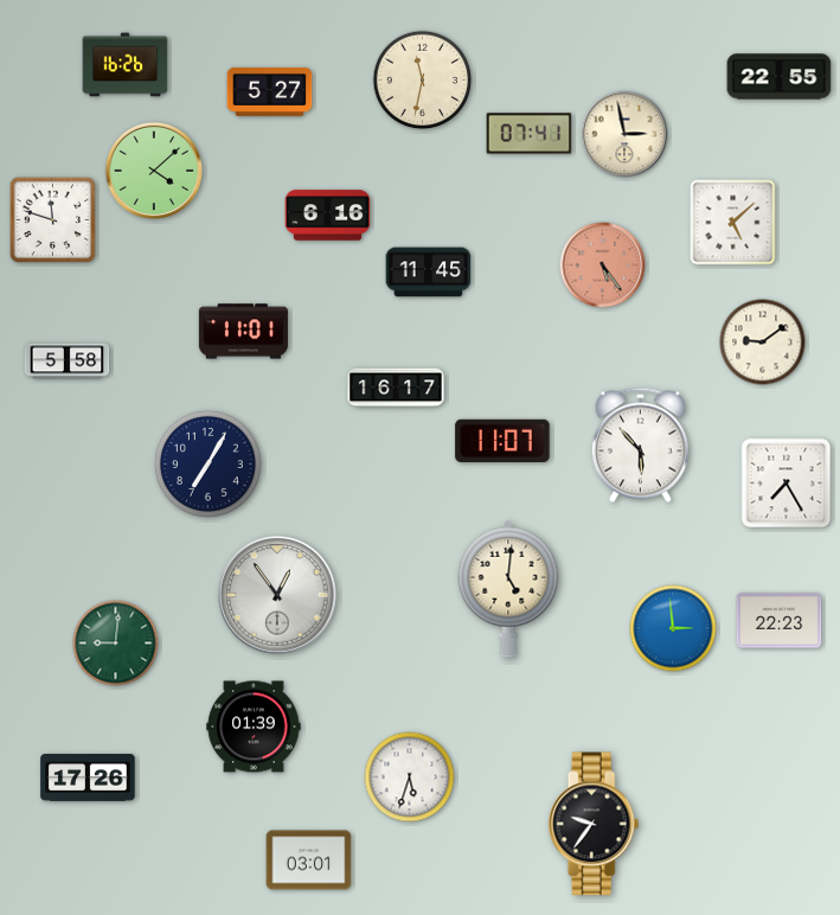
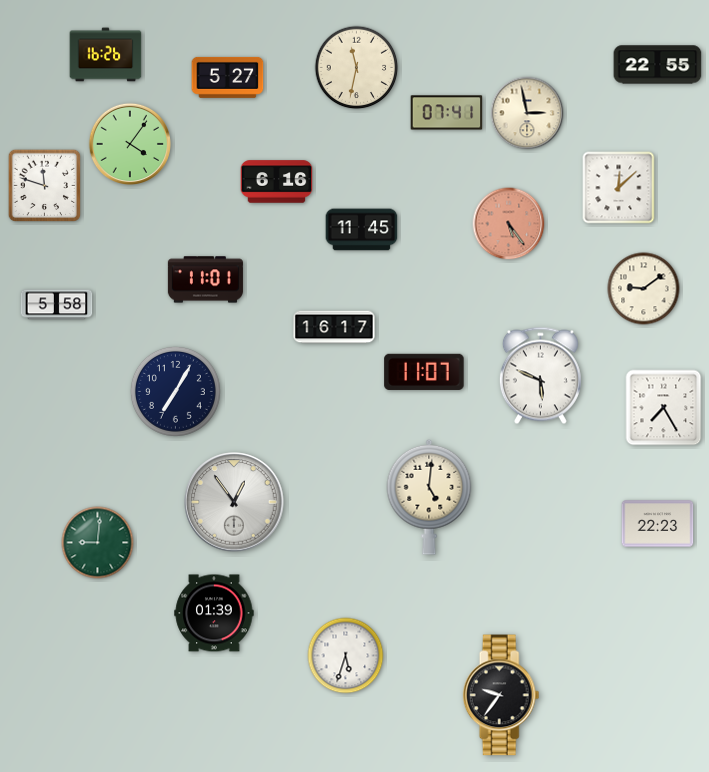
clock at (153, 169): 4:08 -> 4:06
clock at (733, 223): 5:08 -> 12:08
clock at (640, 446): 5:53 -> 5:49
clock at (673, 628): 2:59 -> none
clock at (88, 778): 17:26 -> none
clock at (309, 860): 03:01 -> none
